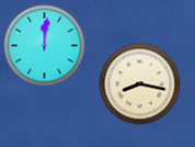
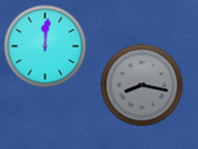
clock at (140, 84) dial: cream -> grey
